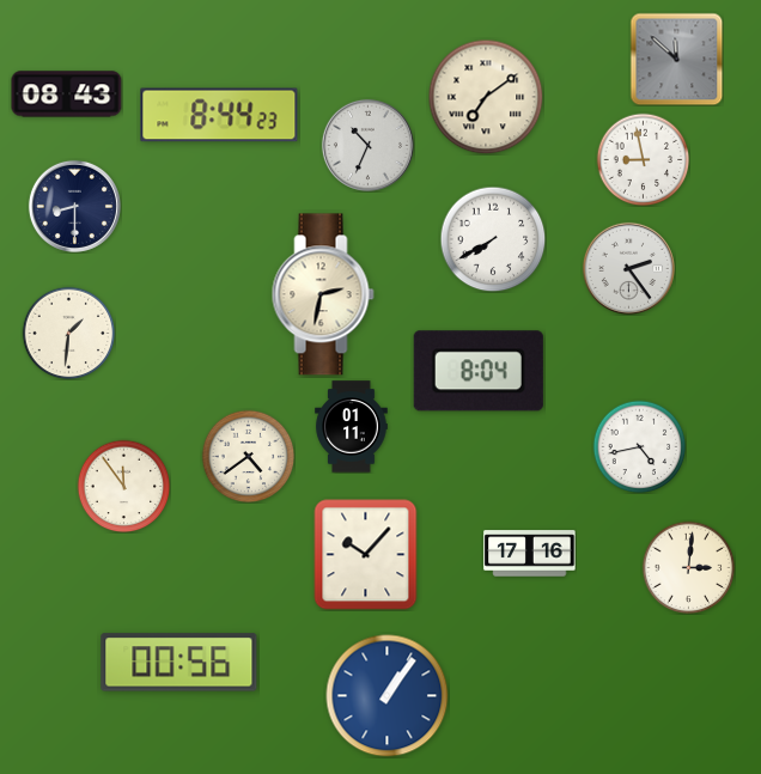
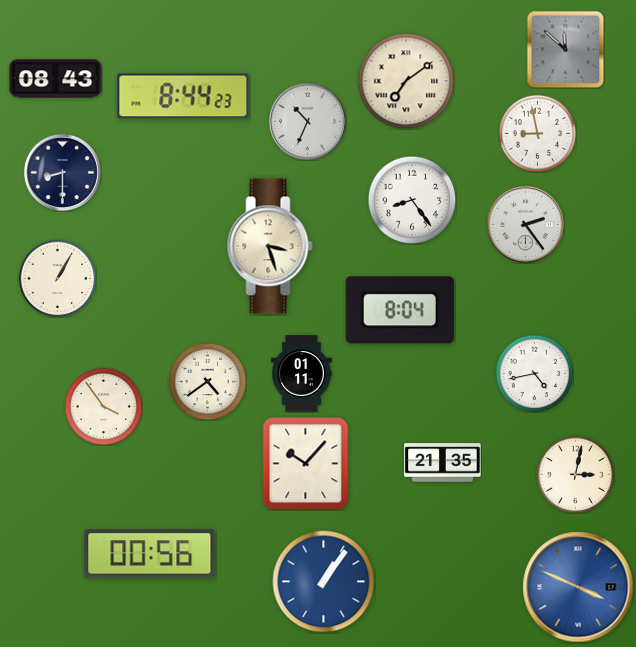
clock at (493, 239): 7:40 -> 8:24
clock at (323, 294): 2:32 -> 3:27
clock at (68, 333): 1:31 -> 1:05
clock at (352, 427) position: (352, 427) -> (302, 374)
clock at (123, 486): 11:54 -> 3:54
clock at (530, 554): 17:16 -> 21:35
clock at (688, 567): 3:01 -> 3:02
clock at (578, 587): none -> 3:49
